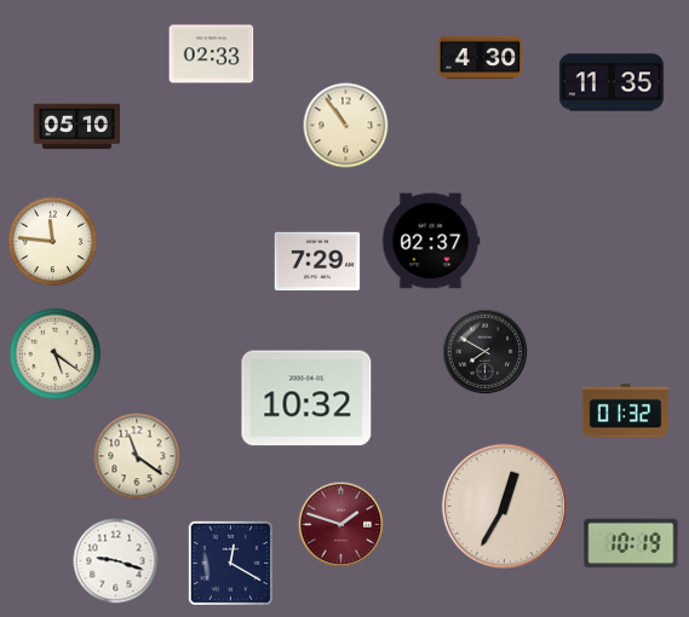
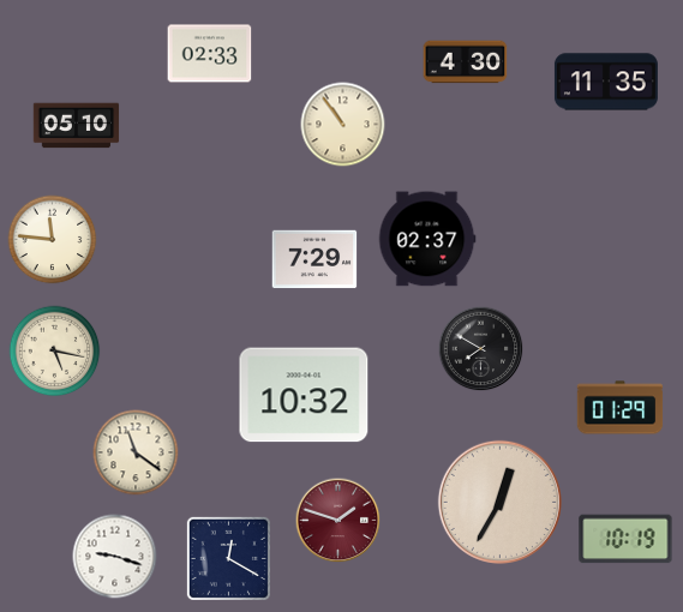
clock at (481, 58) position: (481, 58) -> (466, 62)
clock at (56, 354): 5:21 -> 5:17
clock at (626, 411): 01:32 -> 01:29
